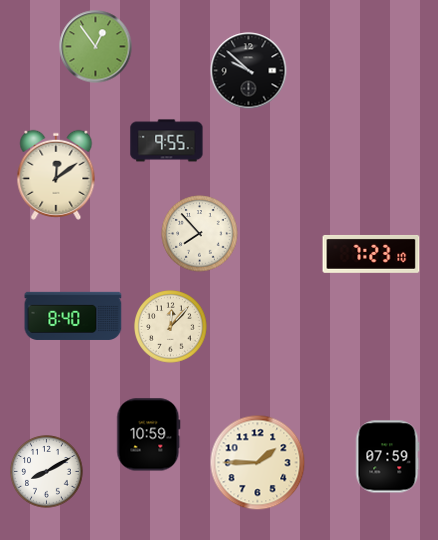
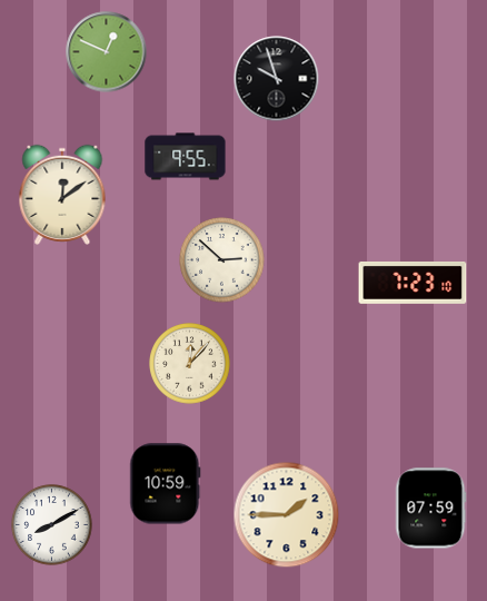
clock at (96, 47): 12:54 -> 12:49
clock at (249, 71): 9:52 -> 9:57
clock at (200, 234): 7:53 -> 2:52
clock at (73, 316): 8:40 -> none
